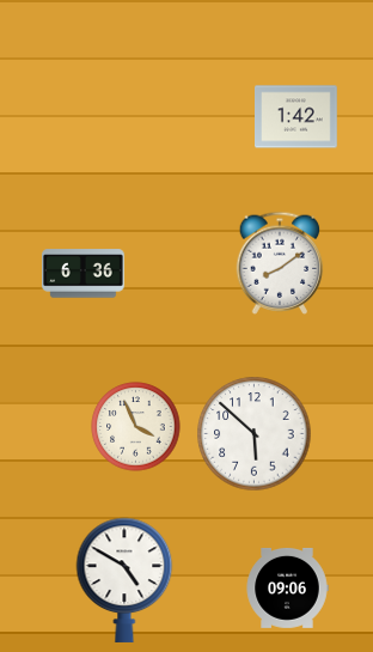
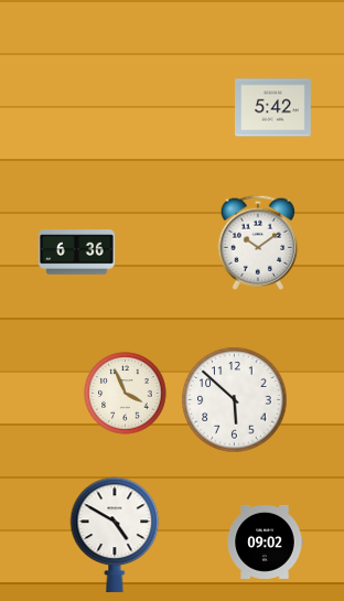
clock at (296, 117): 1:42 -> 5:42
clock at (280, 263): 8:09 -> 10:09
clock at (287, 587): 09:06 -> 09:02
